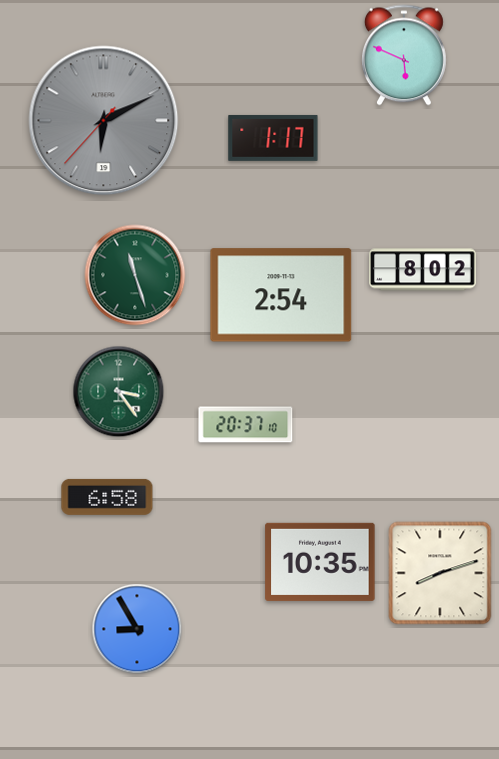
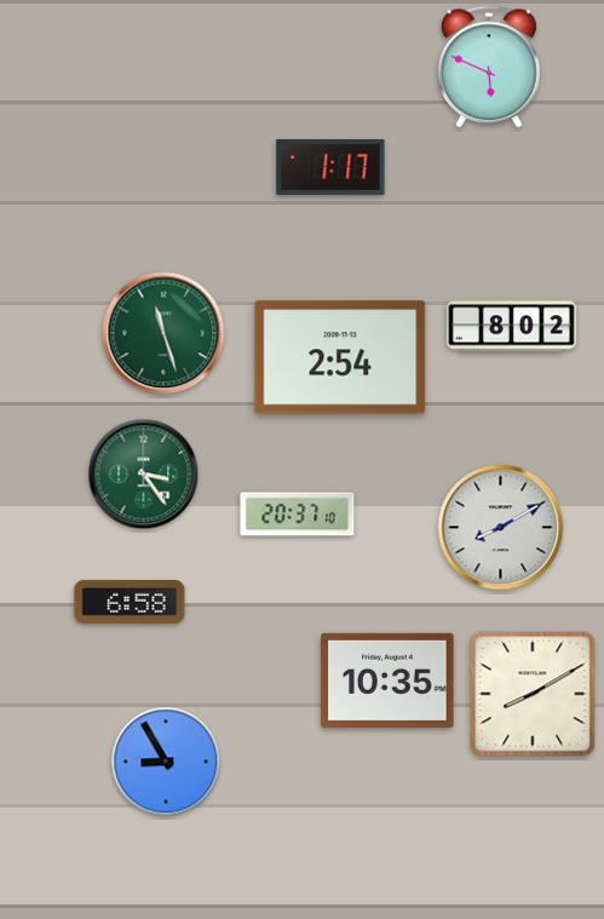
clock at (104, 121): 6:10 -> none
clock at (501, 528): none -> 8:10
clock at (440, 573): 8:12 -> 8:10
